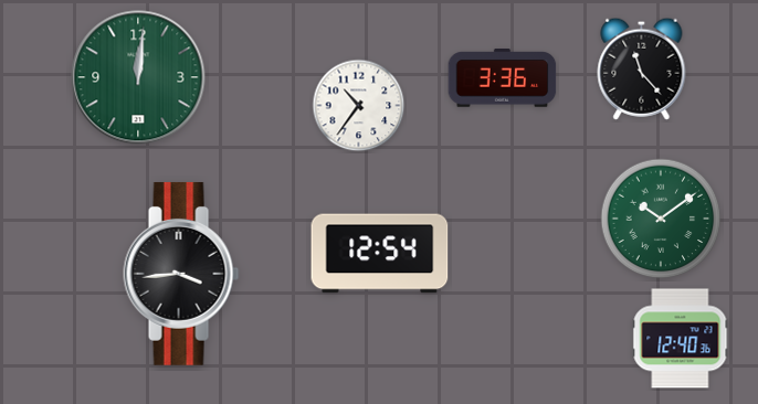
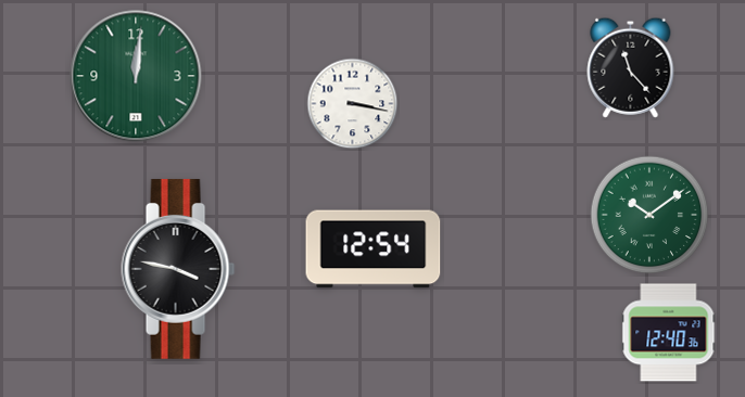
clock at (503, 78): 3:36 -> none
clock at (359, 106): 10:36 -> 3:17
clock at (181, 274): 3:44 -> 3:47
